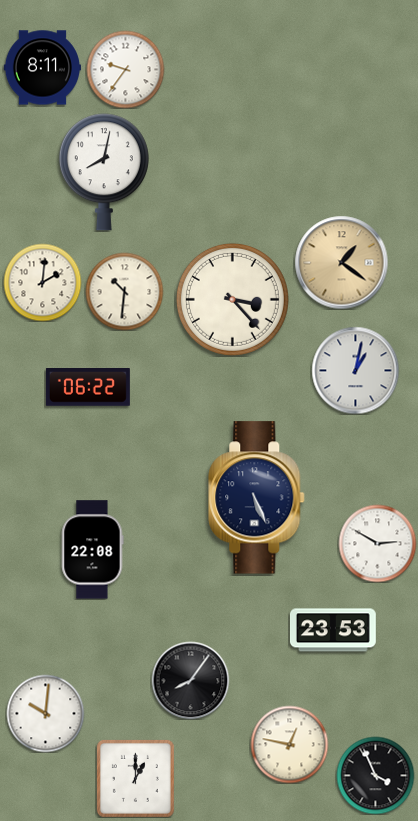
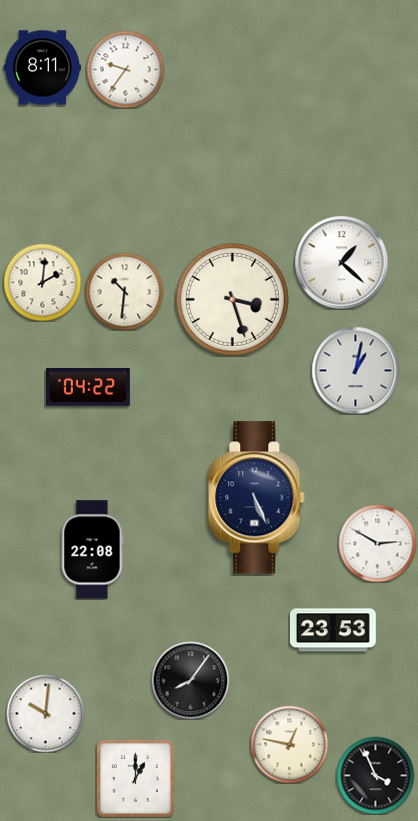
clock at (104, 172): 8:02 -> none
clock at (341, 262): 1:21 -> 1:22
clock at (341, 262) dial: champagne -> white
clock at (232, 299): 3:23 -> 3:27
clock at (88, 387): 06:22 -> 04:22
